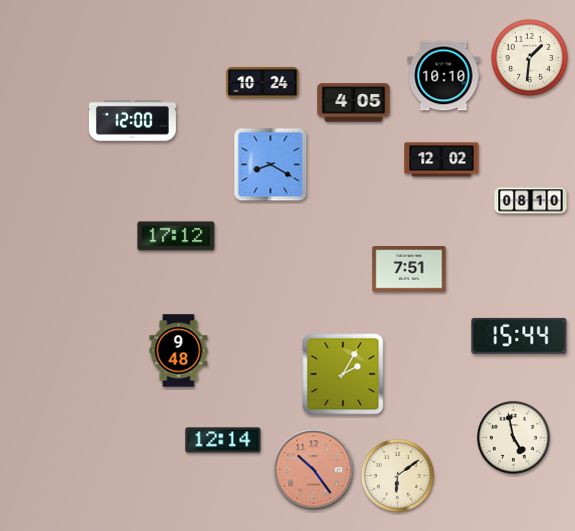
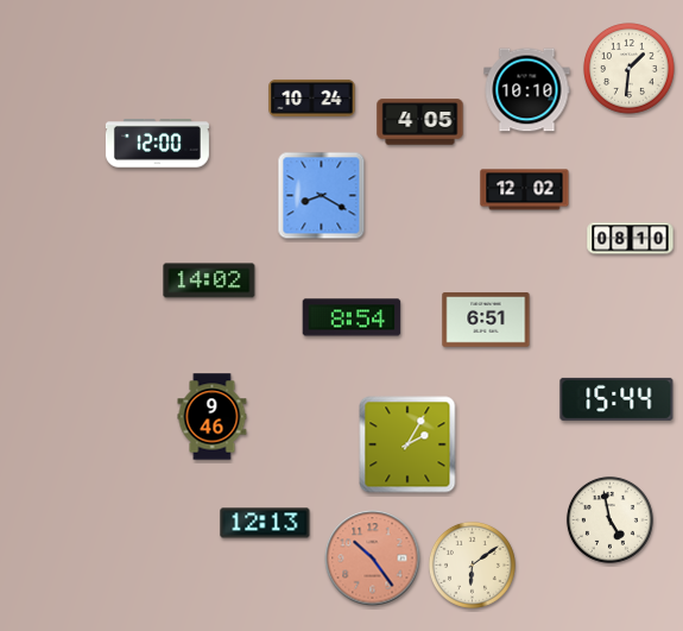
clock at (176, 236): 17:12 -> 14:02
clock at (352, 317): none -> 8:54
clock at (409, 269): 7:51 -> 6:51
clock at (179, 351): 9:48 -> 9:46
clock at (223, 440): 12:14 -> 12:13
